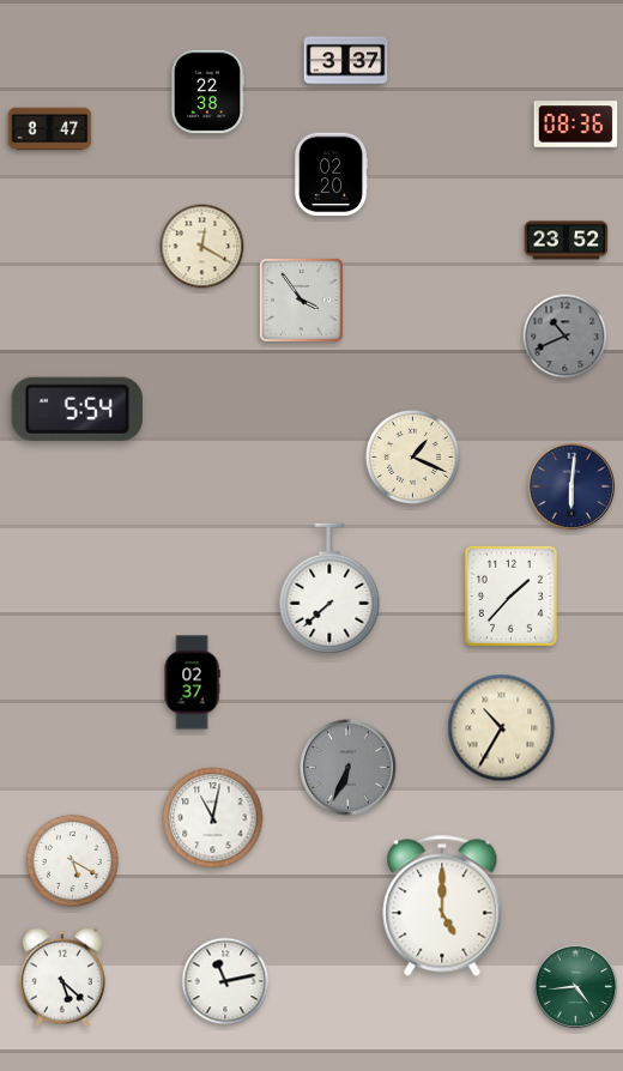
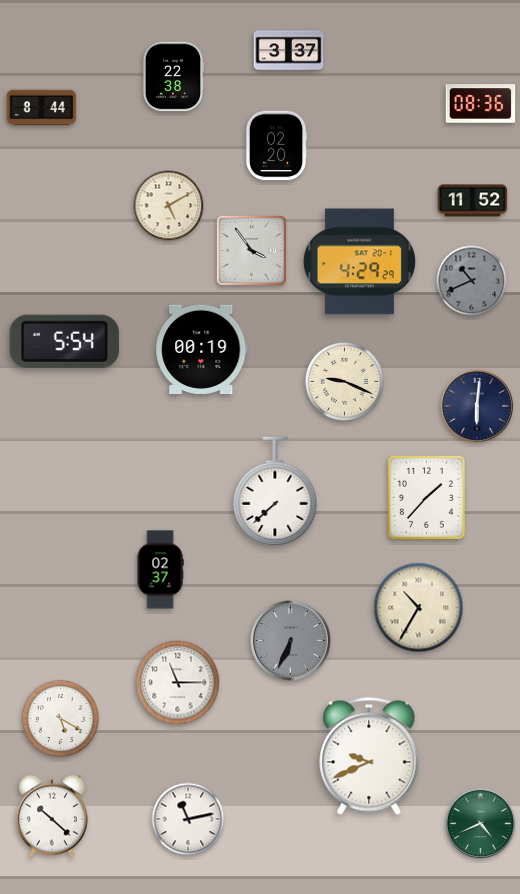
clock at (50, 129): 8:47 -> 8:44
clock at (567, 241): 23:52 -> 11:52
clock at (202, 247): 12:20 -> 5:10
clock at (359, 262): none -> 4:29
clock at (202, 349): none -> 00:19
clock at (412, 456): 1:19 -> 9:19
clock at (213, 818): 11:02 -> 11:15
clock at (442, 906): 5:00 -> 9:41
clock at (62, 978): 5:22 -> 10:22
clock at (576, 987): 4:44 -> 4:41
